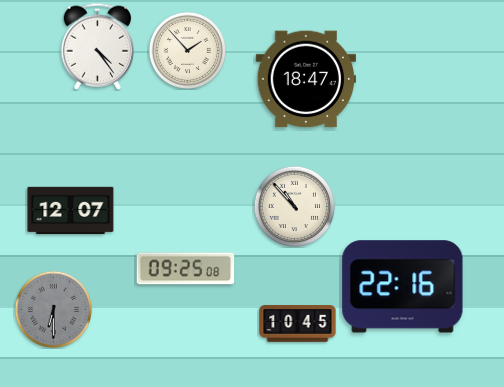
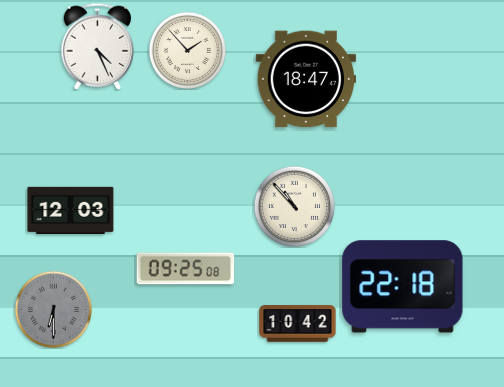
clock at (98, 46): 4:24 -> 4:26
clock at (71, 211): 12:07 -> 12:03
clock at (403, 287): 22:16 -> 22:18
clock at (298, 324): 10:45 -> 10:42
